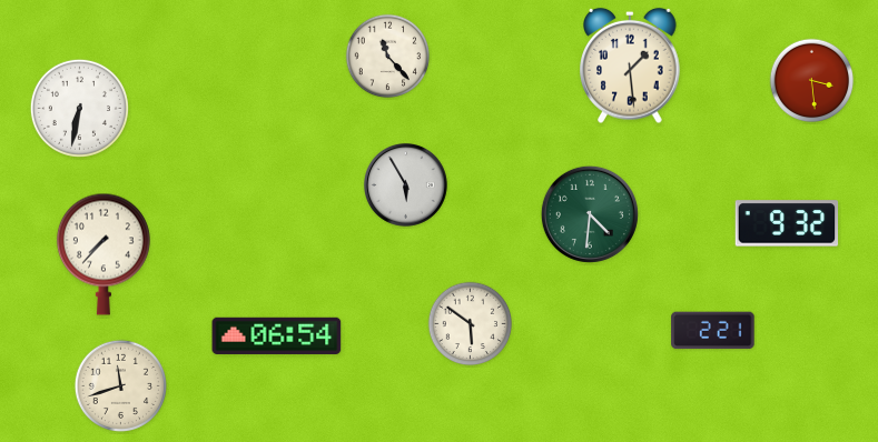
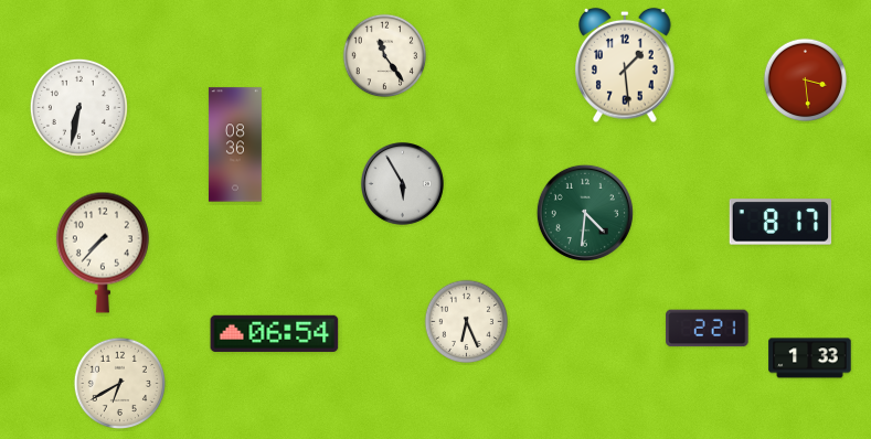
clock at (388, 57): 11:23 -> 11:24
clock at (235, 144): none -> 08:36
clock at (787, 223): 9:32 -> 8:17
clock at (471, 324): 5:51 -> 6:26
clock at (810, 358): none -> 1:33
clock at (120, 385): 11:42 -> 6:40
